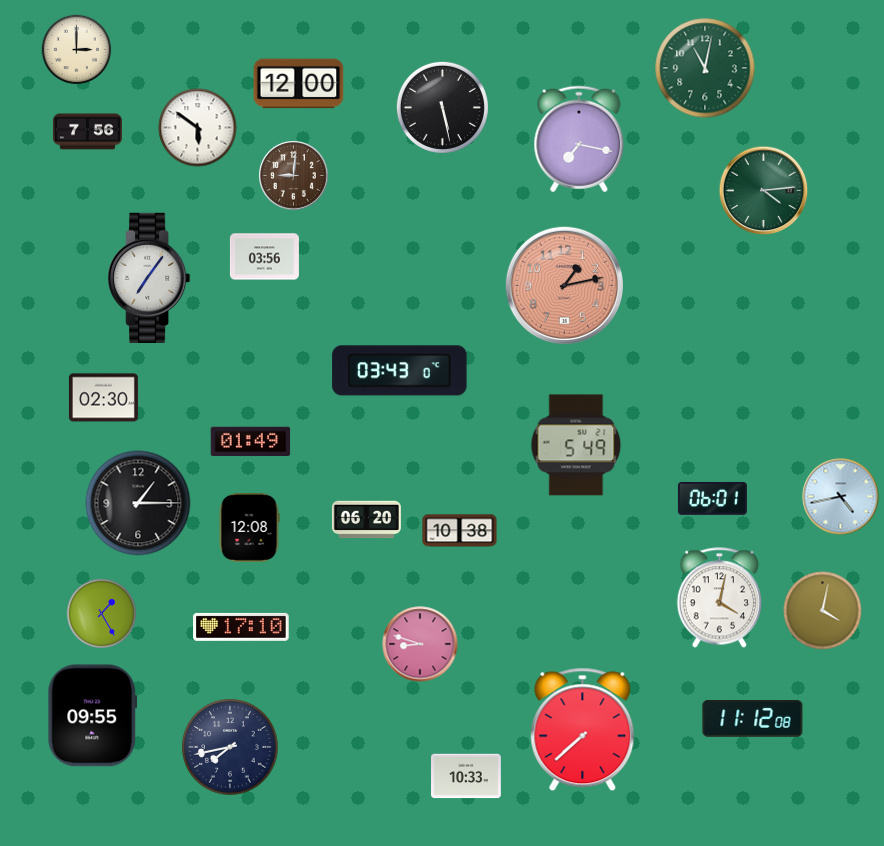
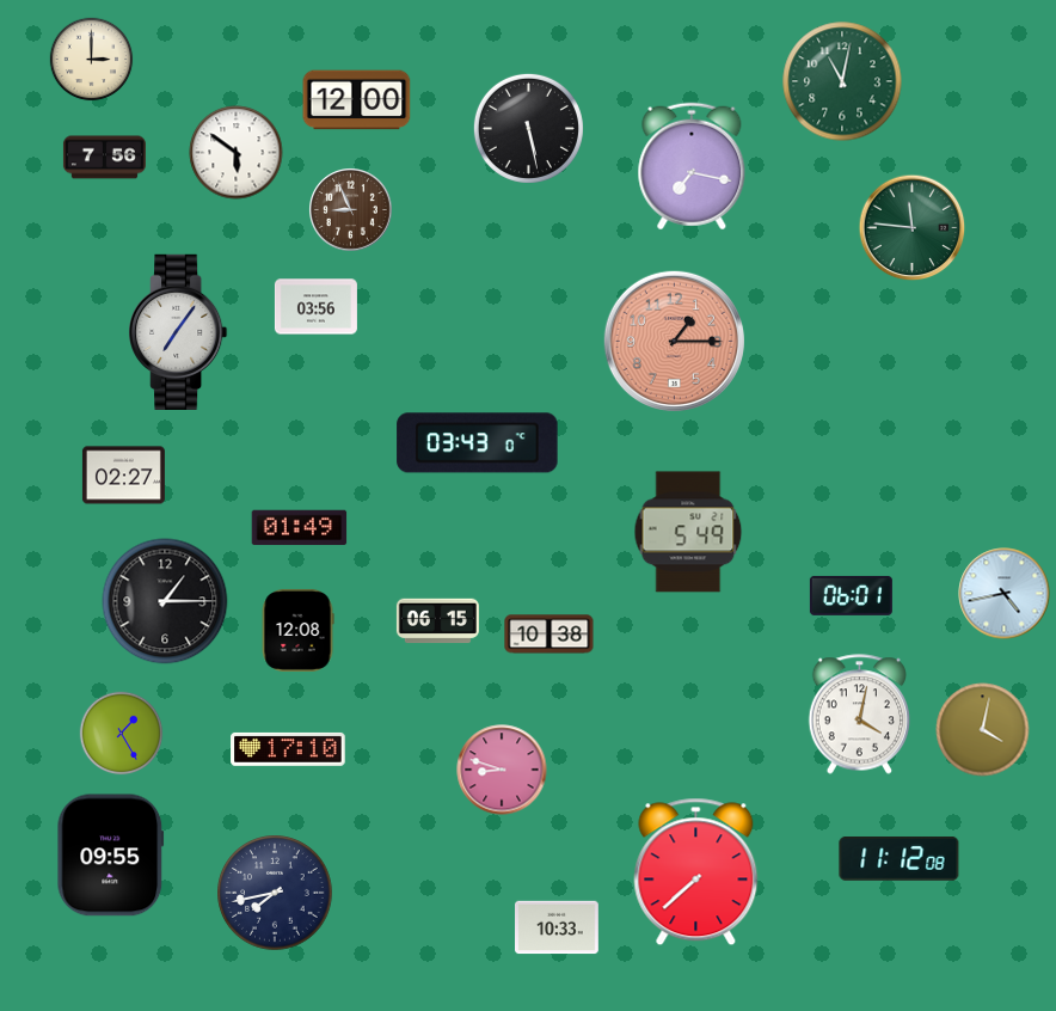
clock at (294, 176): 9:01 -> 8:56
clock at (764, 191): 4:14 -> 11:46
clock at (564, 285): 1:13 -> 1:15
clock at (103, 398): 02:30 -> 02:27
clock at (366, 520): 06:20 -> 06:15
